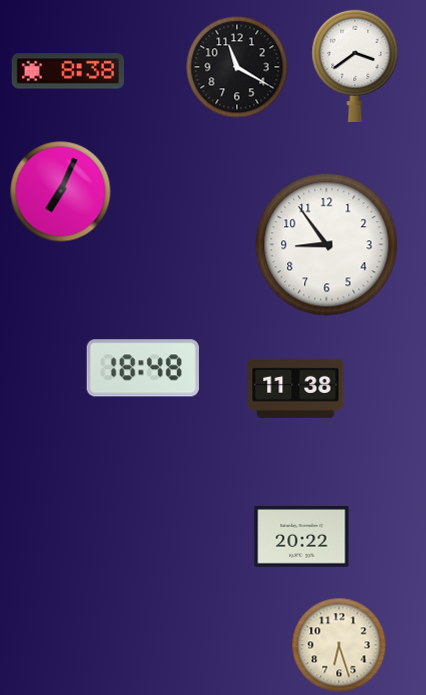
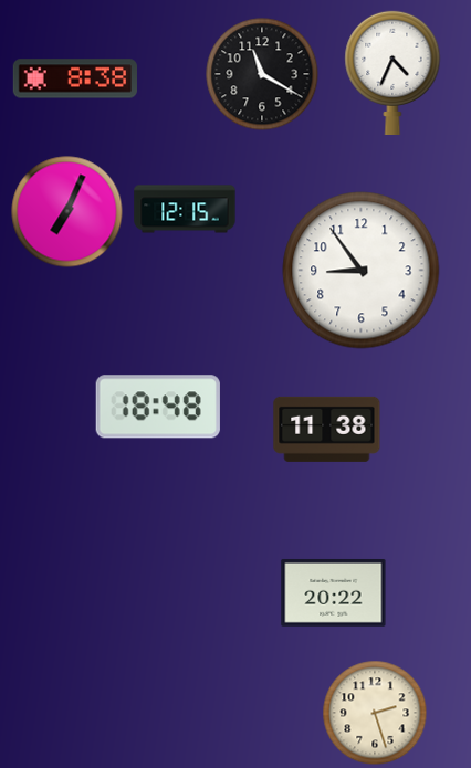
clock at (355, 65): 3:39 -> 4:34
clock at (185, 209): none -> 12:15
clock at (339, 645): 6:27 -> 2:27
